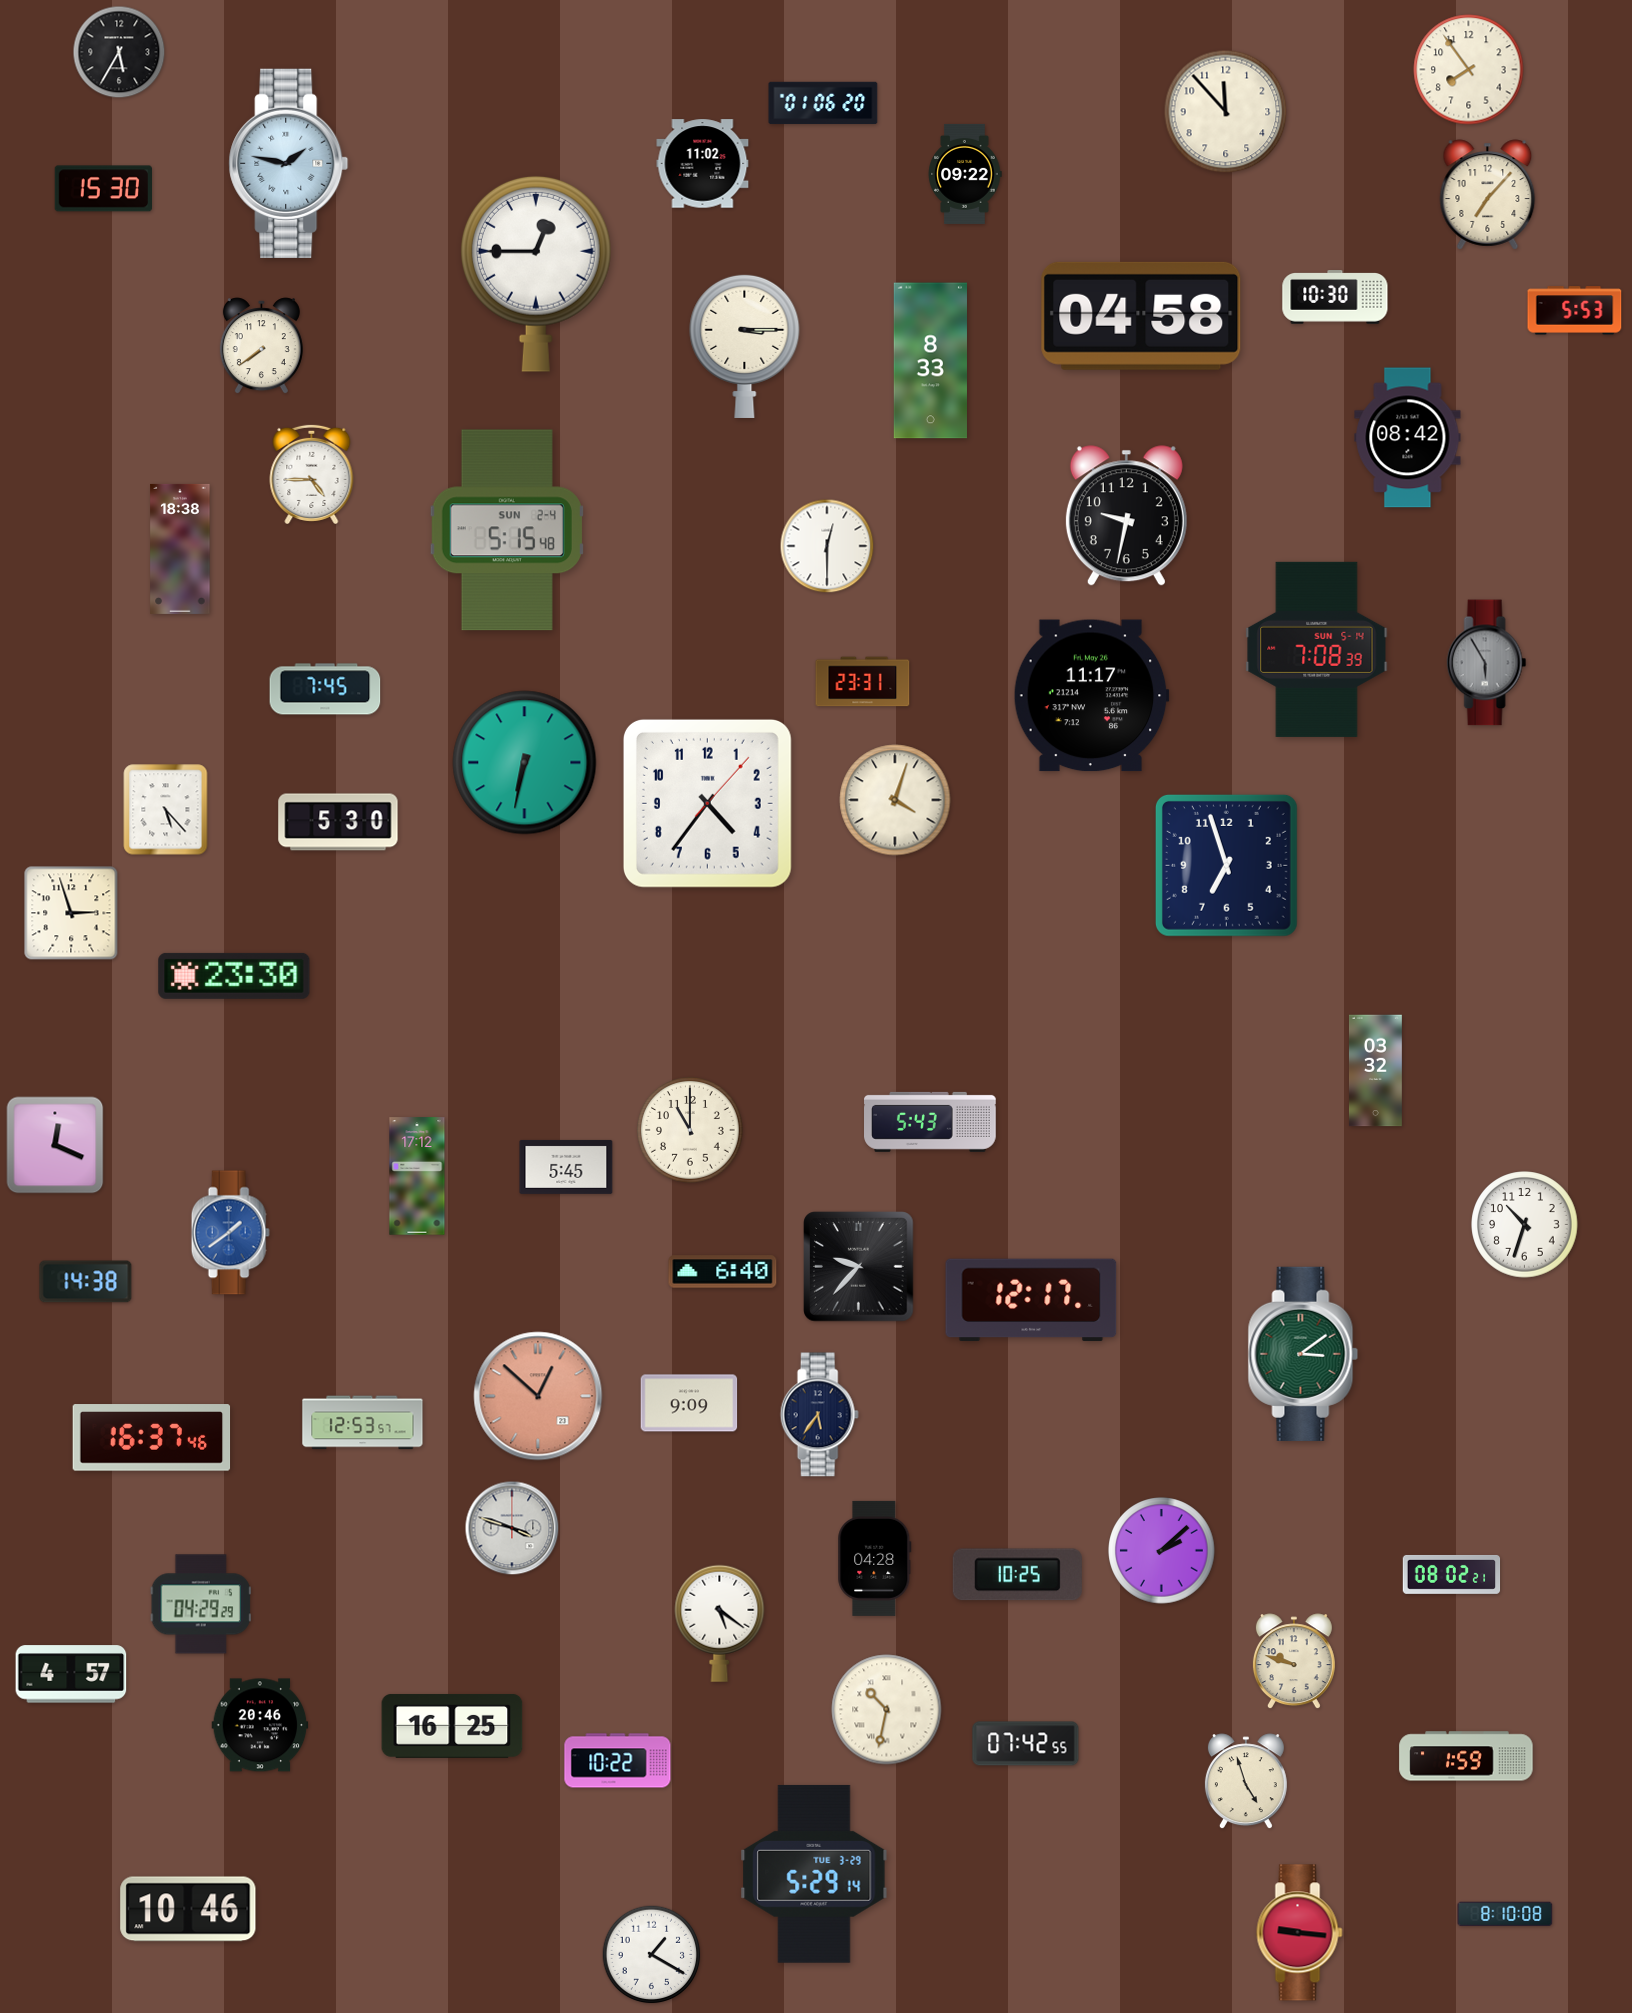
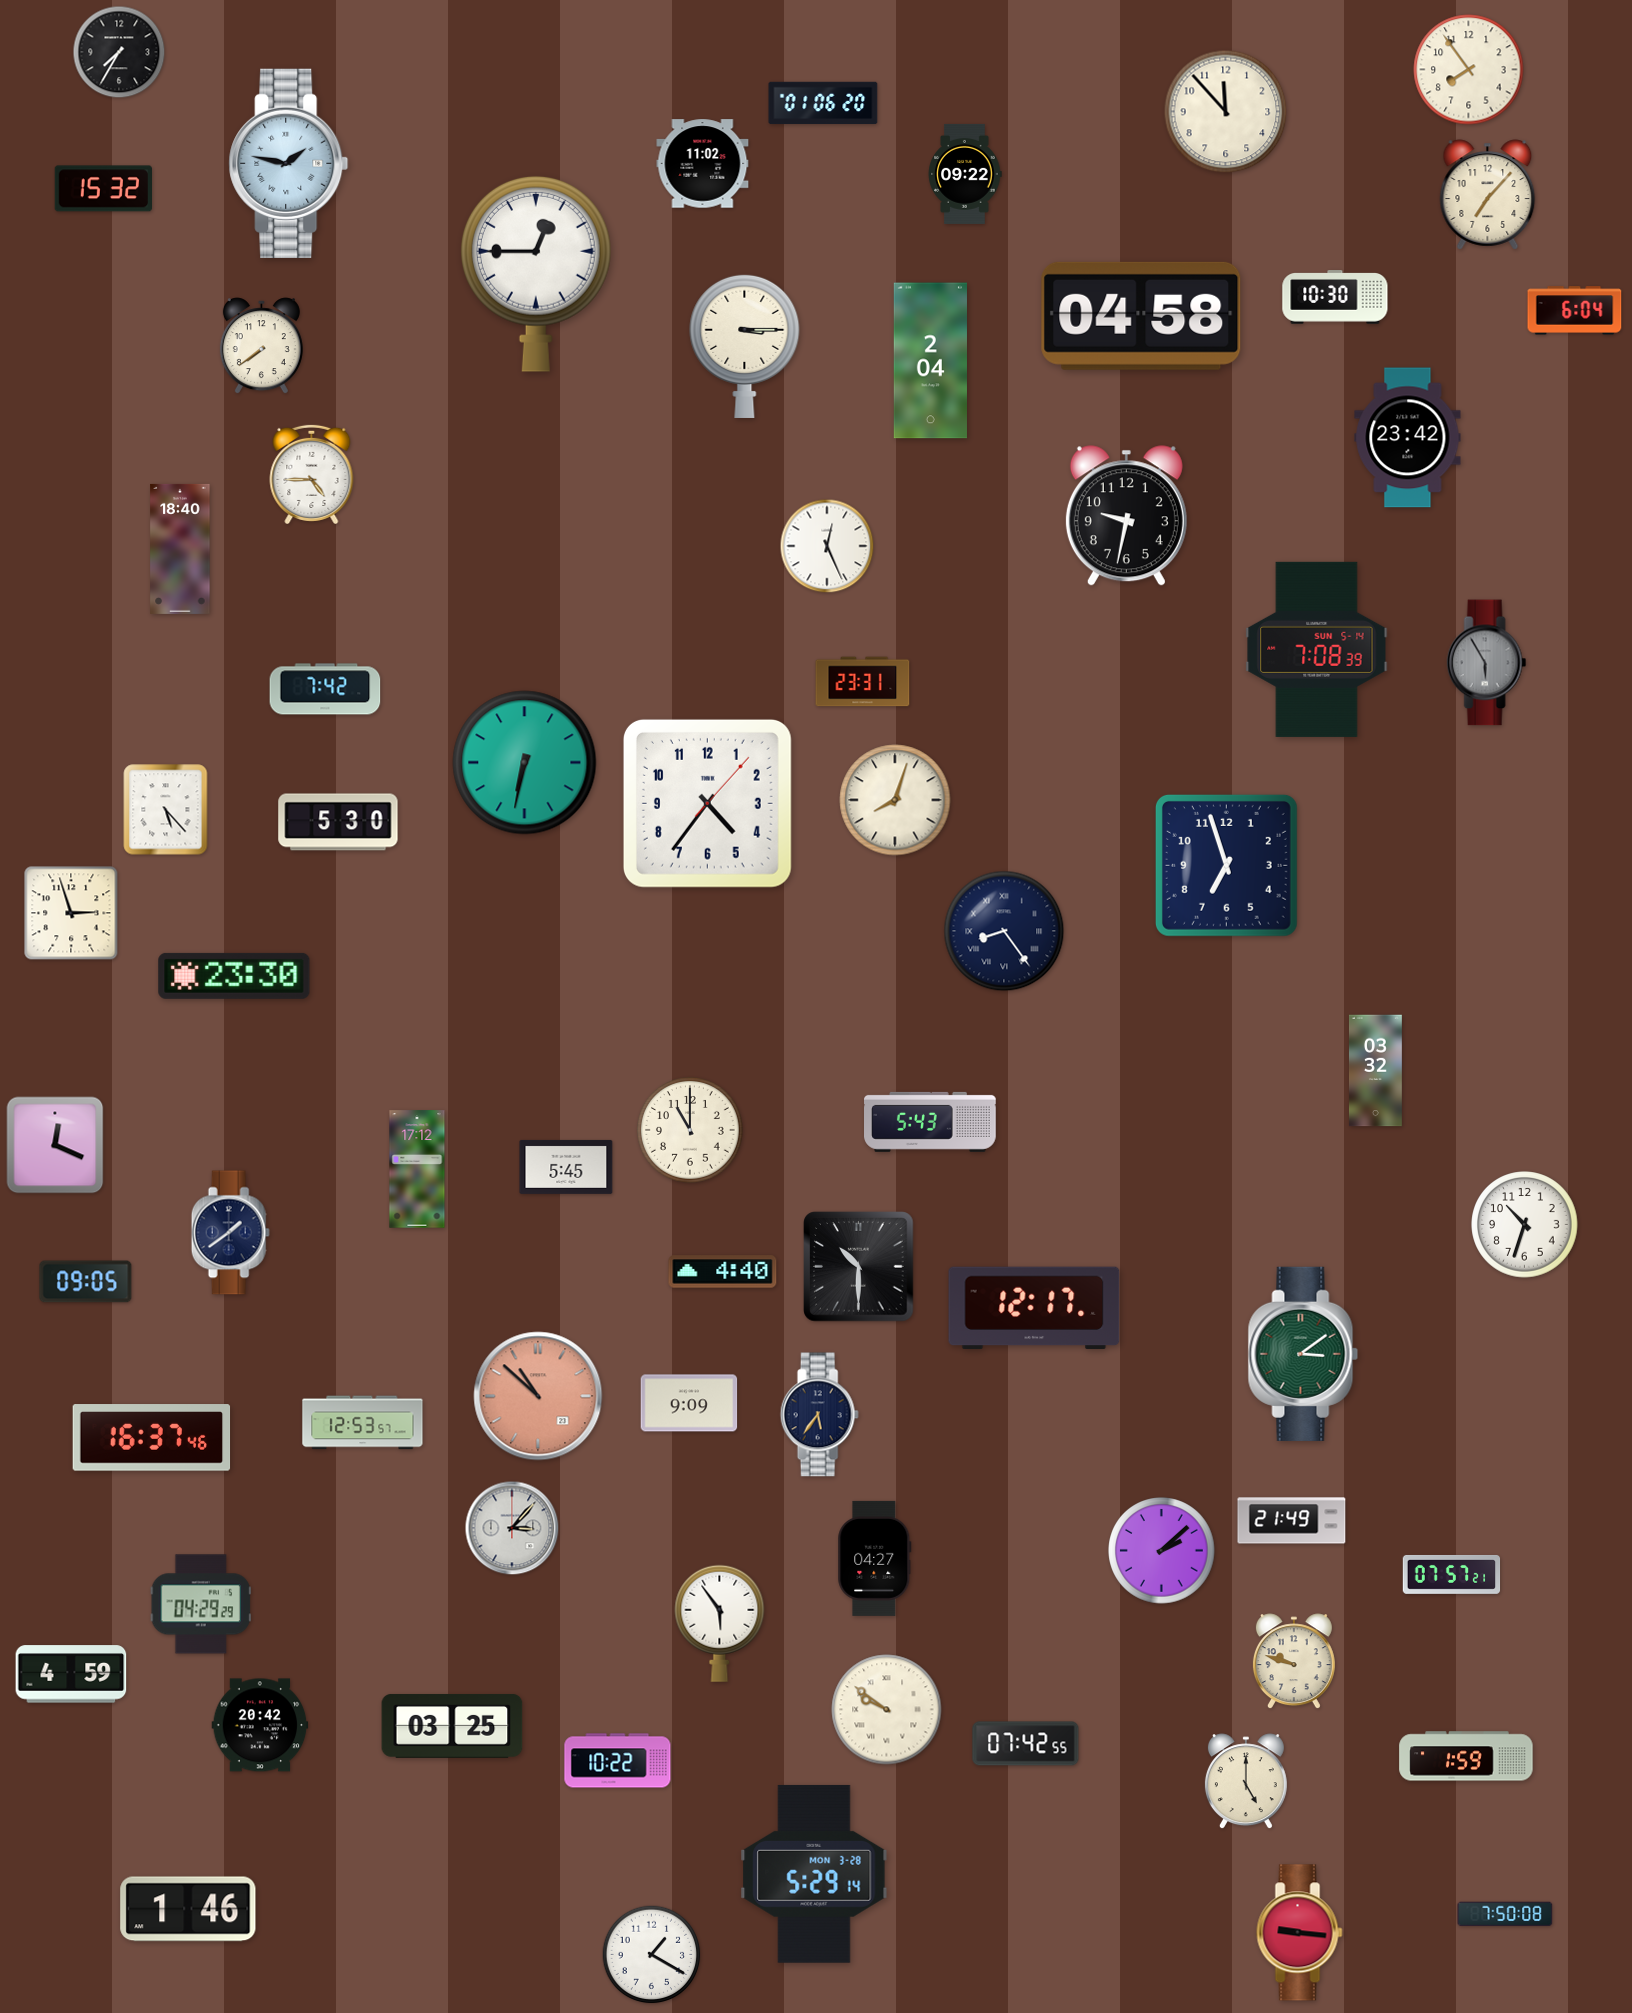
clock at (119, 52): 5:35 -> 7:35
clock at (103, 189): 15:30 -> 15:32
clock at (1575, 311): 5:53 -> 6:04
clock at (930, 361): 8:33 -> 2:04
clock at (1408, 438): 08:42 -> 23:42
clock at (507, 530): 5:15 -> none
clock at (827, 546): 12:30 -> 12:26
clock at (180, 549): 18:38 -> 18:40
clock at (325, 689): 7:45 -> 7:42
clock at (1091, 696): 11:17 -> none
clock at (895, 800): 4:03 -> 8:03
clock at (1004, 931): none -> 8:24
clock at (417, 1176) position: (417, 1176) -> (417, 1169)
clock at (230, 1233) dial: blue -> navy
clock at (859, 1267): 9:37 -> 10:30
clock at (723, 1272): 6:40 -> 4:40
clock at (86, 1282): 14:38 -> 09:05
clock at (1031, 1300) position: (1031, 1300) -> (1034, 1308)
clock at (538, 1396): 12:52 -> 10:52
clock at (1292, 1521): none -> 21:49
clock at (512, 1528): 3:48 -> 3:07
clock at (875, 1558): 04:28 -> 04:27
clock at (1452, 1574): 08:02 -> 07:57
clock at (1017, 1575): 10:25 -> none
clock at (720, 1623): 5:21 -> 5:54
clock at (71, 1674): 4:57 -> 4:59
clock at (887, 1710): 10:32 -> 9:51
clock at (260, 1725): 20:46 -> 20:42
clock at (452, 1726): 16:25 -> 03:25
clock at (1246, 1782): 4:57 -> 5:00
clock at (814, 1874) date: TUE 3-29 -> MON 3-28
clock at (188, 1909): 10:46 -> 1:46
clock at (1505, 1914): 8:10 -> 7:50
